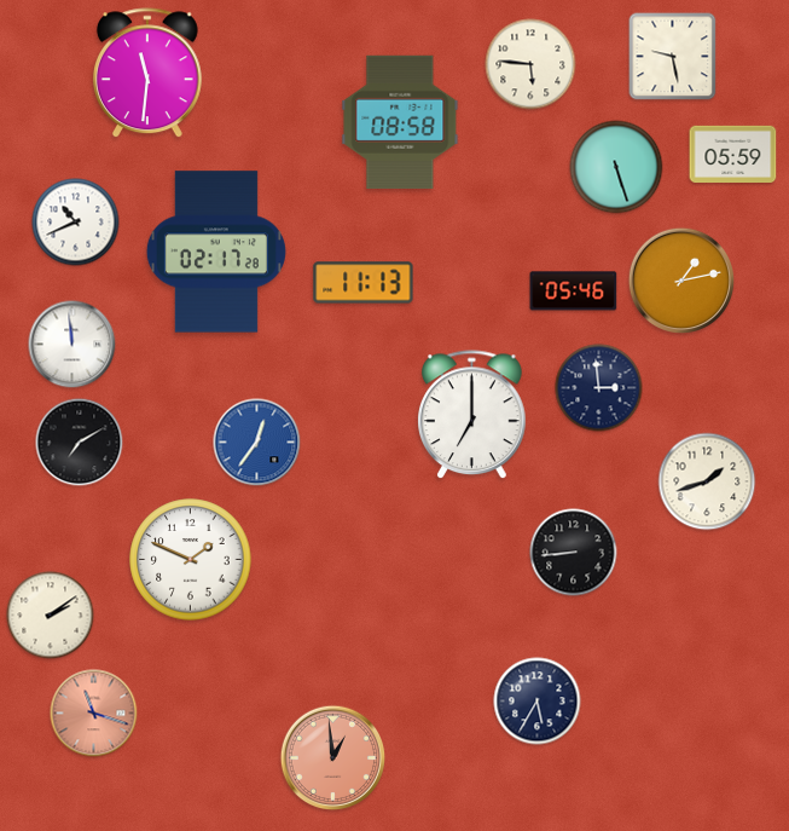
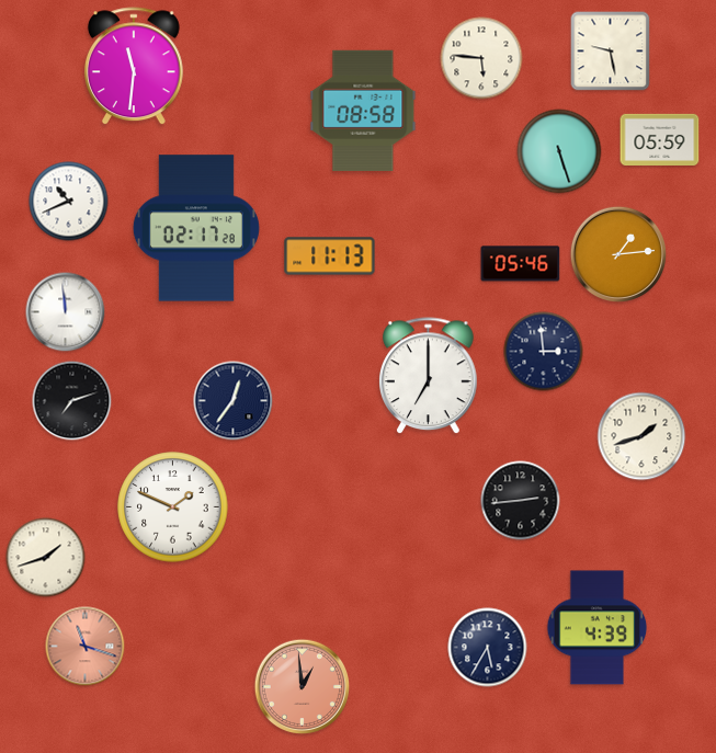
clock at (733, 154) position: (733, 154) -> (660, 139)
clock at (680, 279): 1:13 -> 1:14
clock at (80, 443): 7:10 -> 7:12
clock at (257, 443) dial: blue -> navy
clock at (574, 553): 8:44 -> 2:44
clock at (51, 616): 2:09 -> 1:42
clock at (598, 628): none -> 4:39
clock at (538, 702) position: (538, 702) -> (488, 648)
